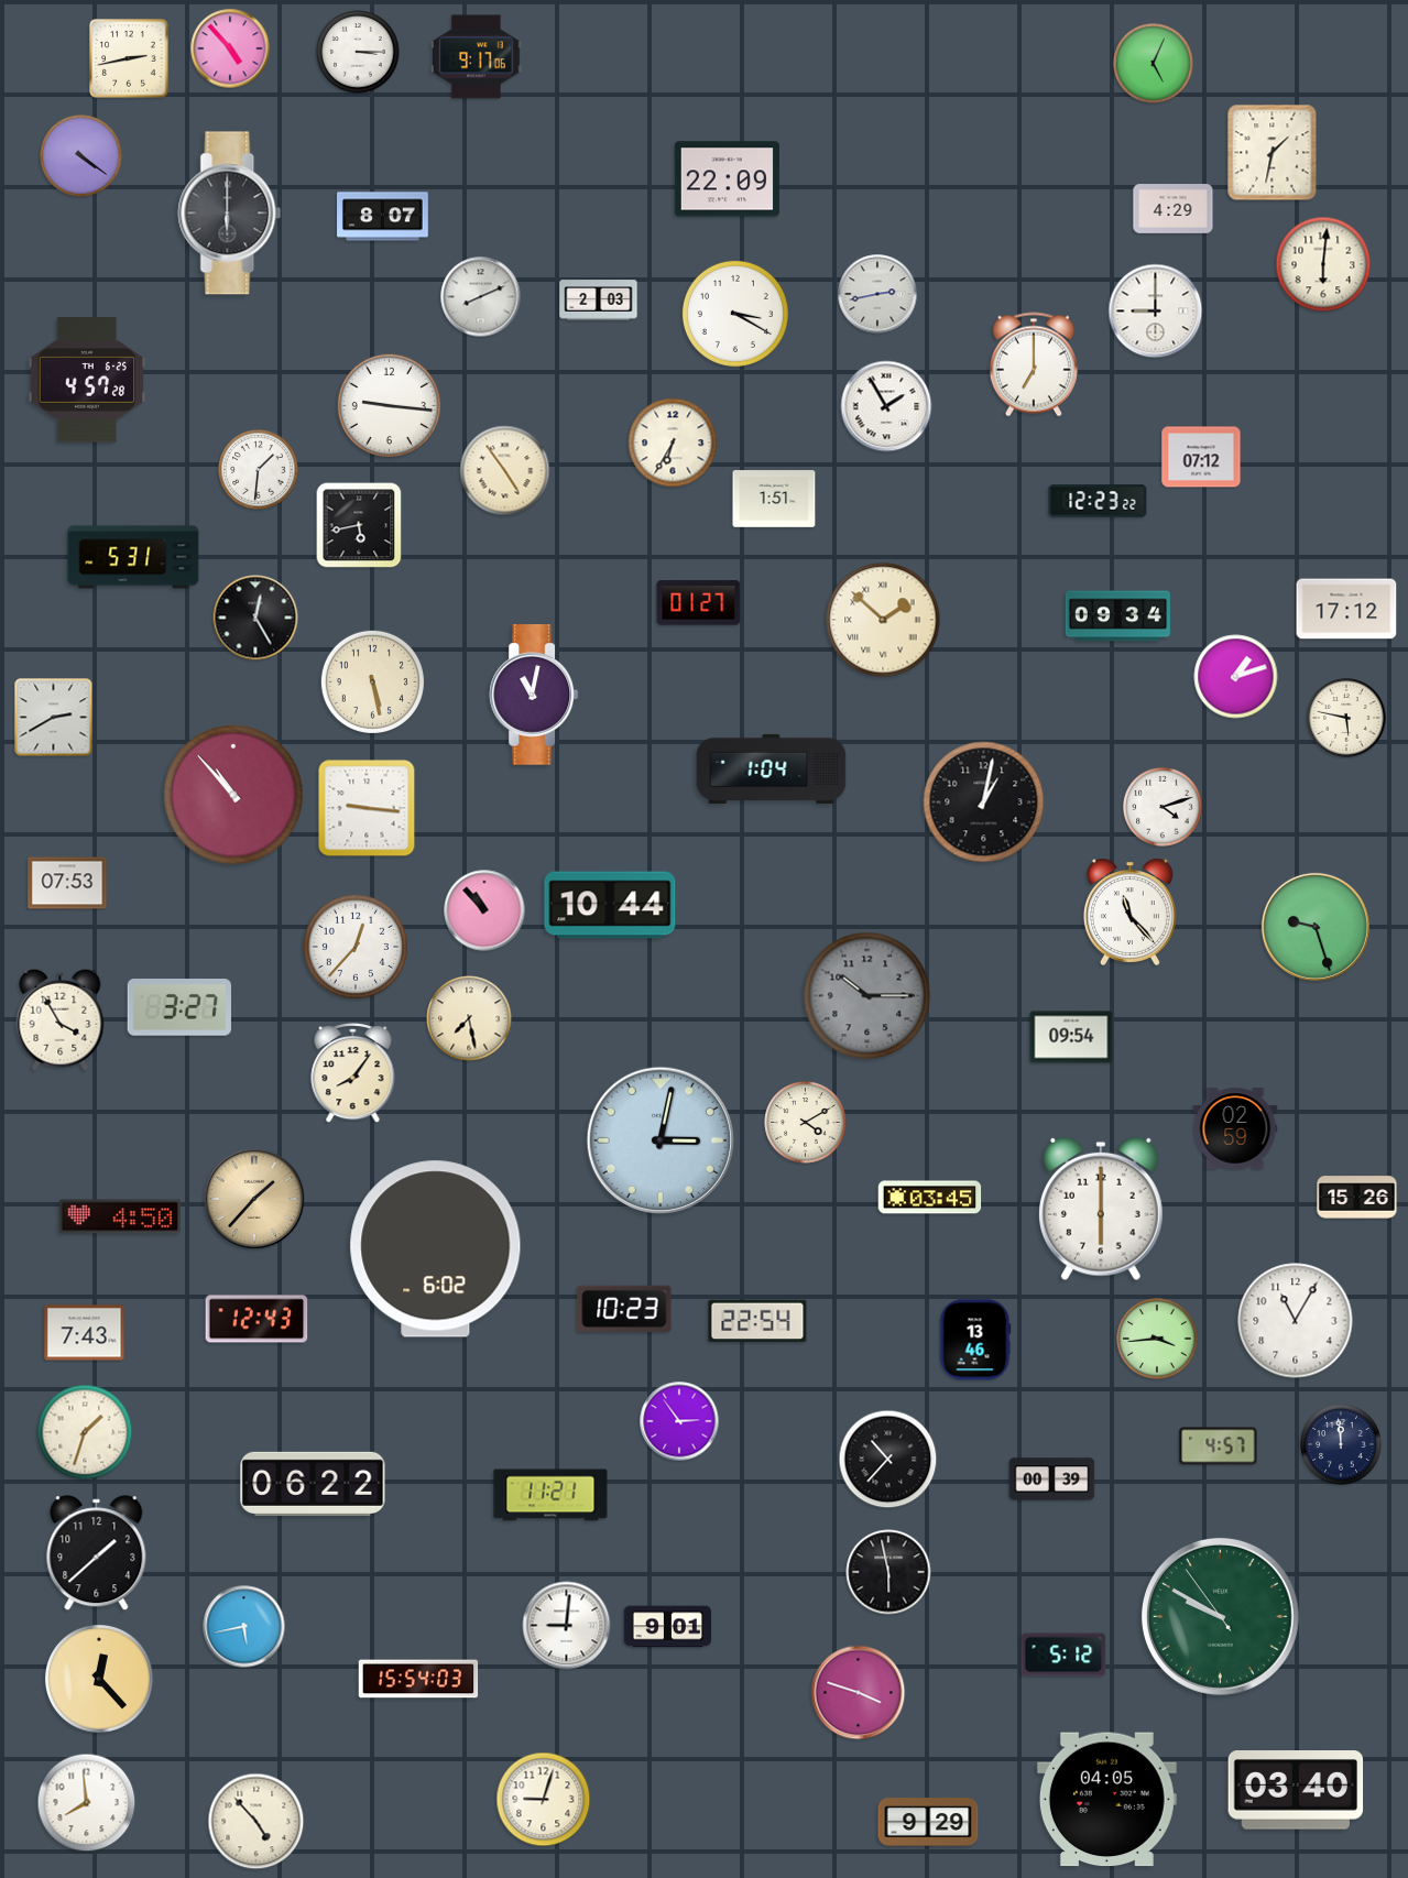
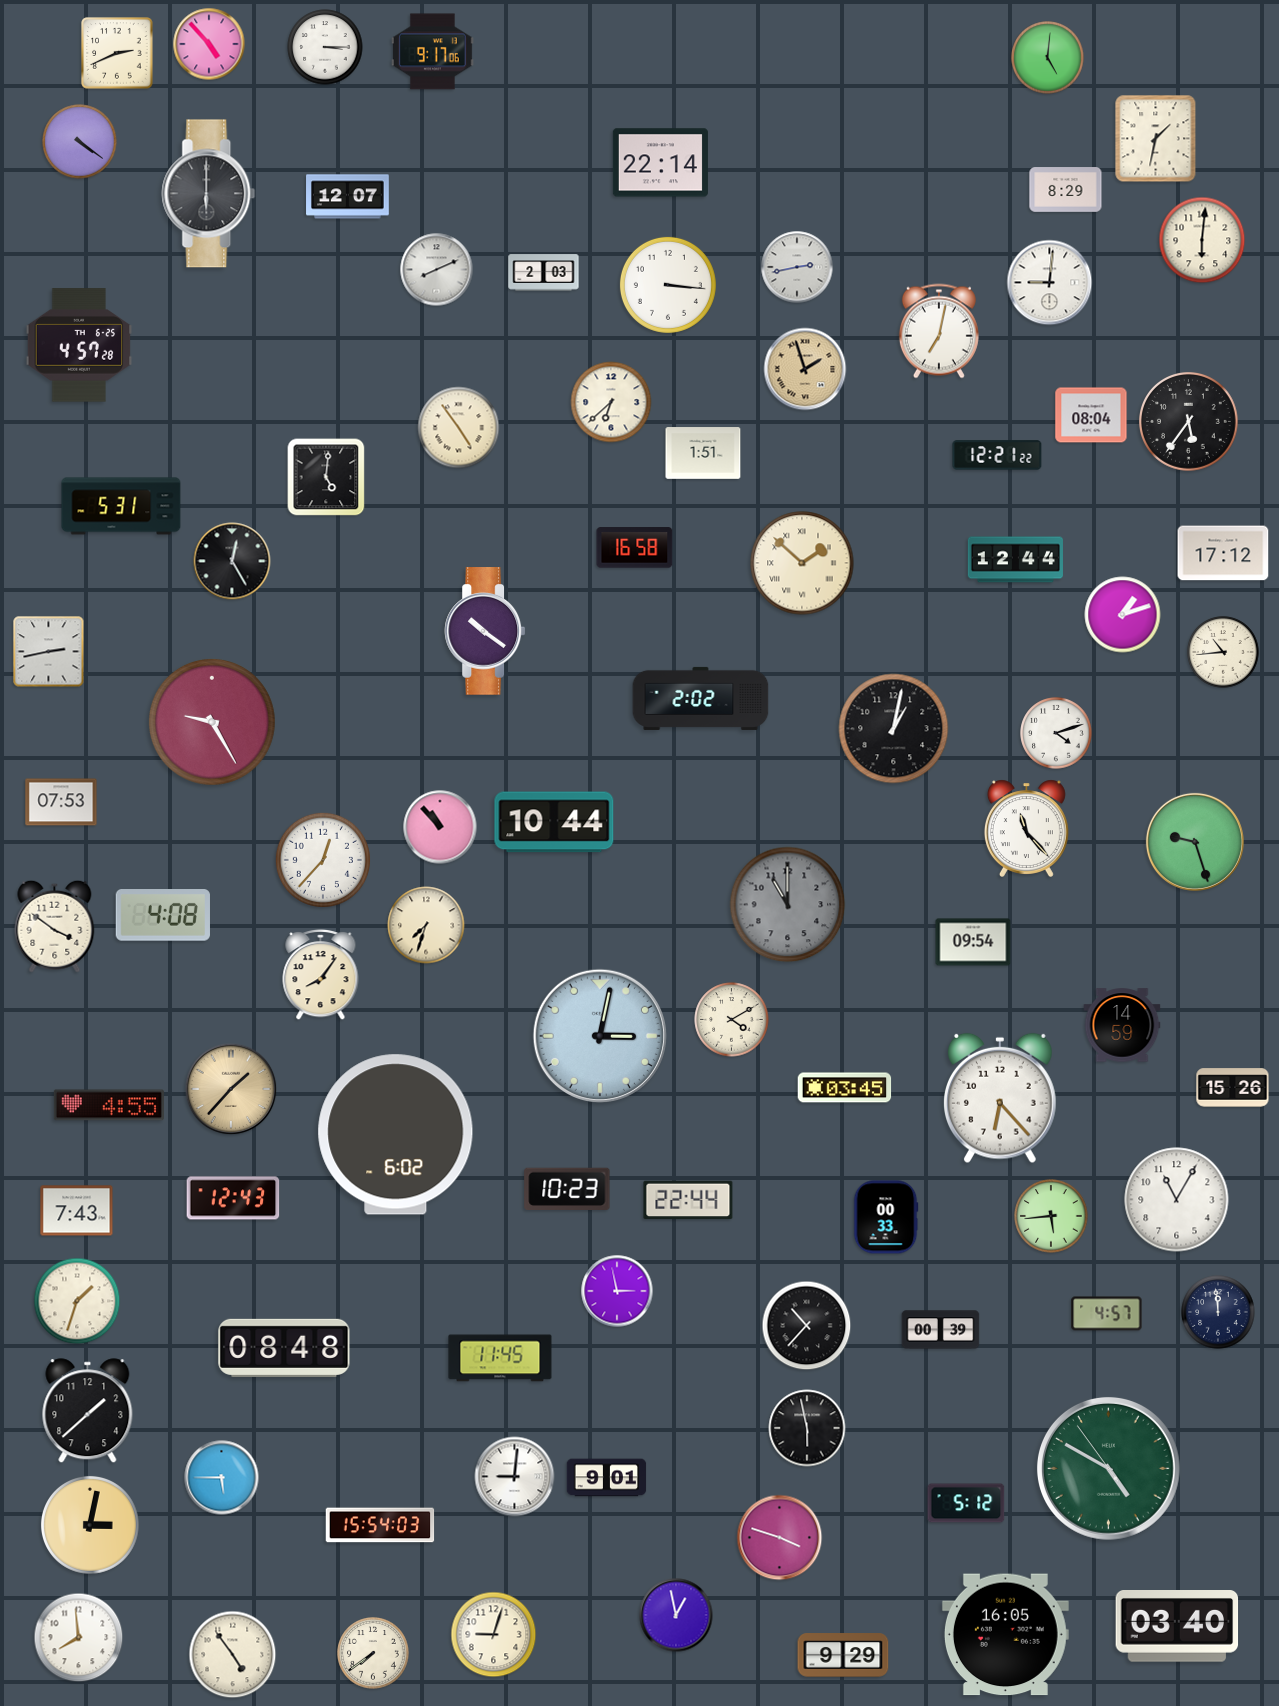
clock at (129, 58): 2:43 -> 2:41
clock at (1154, 64): 5:04 -> 5:01
clock at (81, 156) position: (81, 156) -> (80, 142)
clock at (727, 179): 22:09 -> 22:14
clock at (1174, 209): 4:29 -> 8:29
clock at (383, 217): 8:07 -> 12:07
clock at (1156, 312): 9:00 -> 9:01
clock at (735, 314): 3:20 -> 3:16
clock at (1034, 364): 7:00 -> 7:02
clock at (389, 405): 9:16 -> none
clock at (886, 406): 1:55 -> 1:57
clock at (886, 406) dial: white -> champagne
clock at (673, 443): 6:35 -> 6:38
clock at (1201, 457): 07:12 -> 08:04
clock at (1189, 422): none -> 5:36
clock at (259, 470): 1:31 -> none
clock at (1098, 501): 12:23 -> 12:21
clock at (359, 525): 5:43 -> 5:01
clock at (699, 603): 01:27 -> 16:58
clock at (1117, 616): 09:34 -> 12:44
clock at (372, 681): 5:28 -> none
clock at (534, 695): 11:02 -> 10:21
clock at (54, 718): 2:40 -> 2:43
clock at (1346, 718): 5:47 -> 10:44
clock at (772, 768): 1:04 -> 2:02
clock at (233, 795): 10:53 -> 9:25
clock at (367, 808): 9:16 -> none
clock at (867, 996): 10:15 -> 11:00
clock at (179, 1008): 3:27 -> 4:08
clock at (469, 1018): 7:28 -> 7:33
clock at (61, 1019): 3:55 -> 3:51
clock at (1235, 1128): 02:59 -> 14:59
clock at (1102, 1209): 6:00 -> 6:23
clock at (120, 1216): 4:50 -> 4:55
clock at (757, 1321): 22:54 -> 22:44
clock at (1157, 1339): 3:44 -> 5:44
clock at (975, 1340): 13:46 -> 00:33
clock at (679, 1421): 2:54 -> 2:58
clock at (1052, 1480) position: (1052, 1480) -> (941, 1330)
clock at (313, 1484): 06:22 -> 08:48
clock at (550, 1495): 11:21 -> 11:45
clock at (1220, 1616): 9:49 -> 4:49
clock at (244, 1627): 5:43 -> 5:45
clock at (99, 1679): 12:23 -> 3:02
clock at (676, 1615): none -> 12:58
clock at (1106, 1800): 04:05 -> 16:05
clock at (373, 1653): none -> 7:39
clock at (257, 1822): 4:53 -> 4:54
